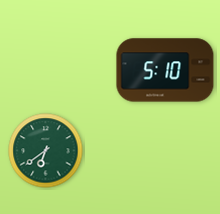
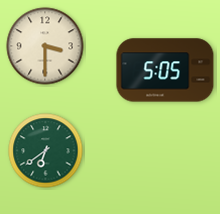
clock at (45, 46): none -> 3:30
clock at (165, 70): 5:10 -> 5:05
